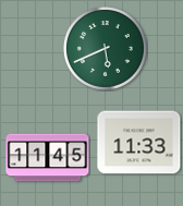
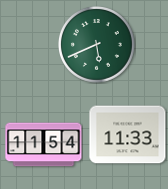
clock at (139, 143) position: (139, 143) -> (128, 135)
clock at (48, 158): 11:45 -> 11:54
